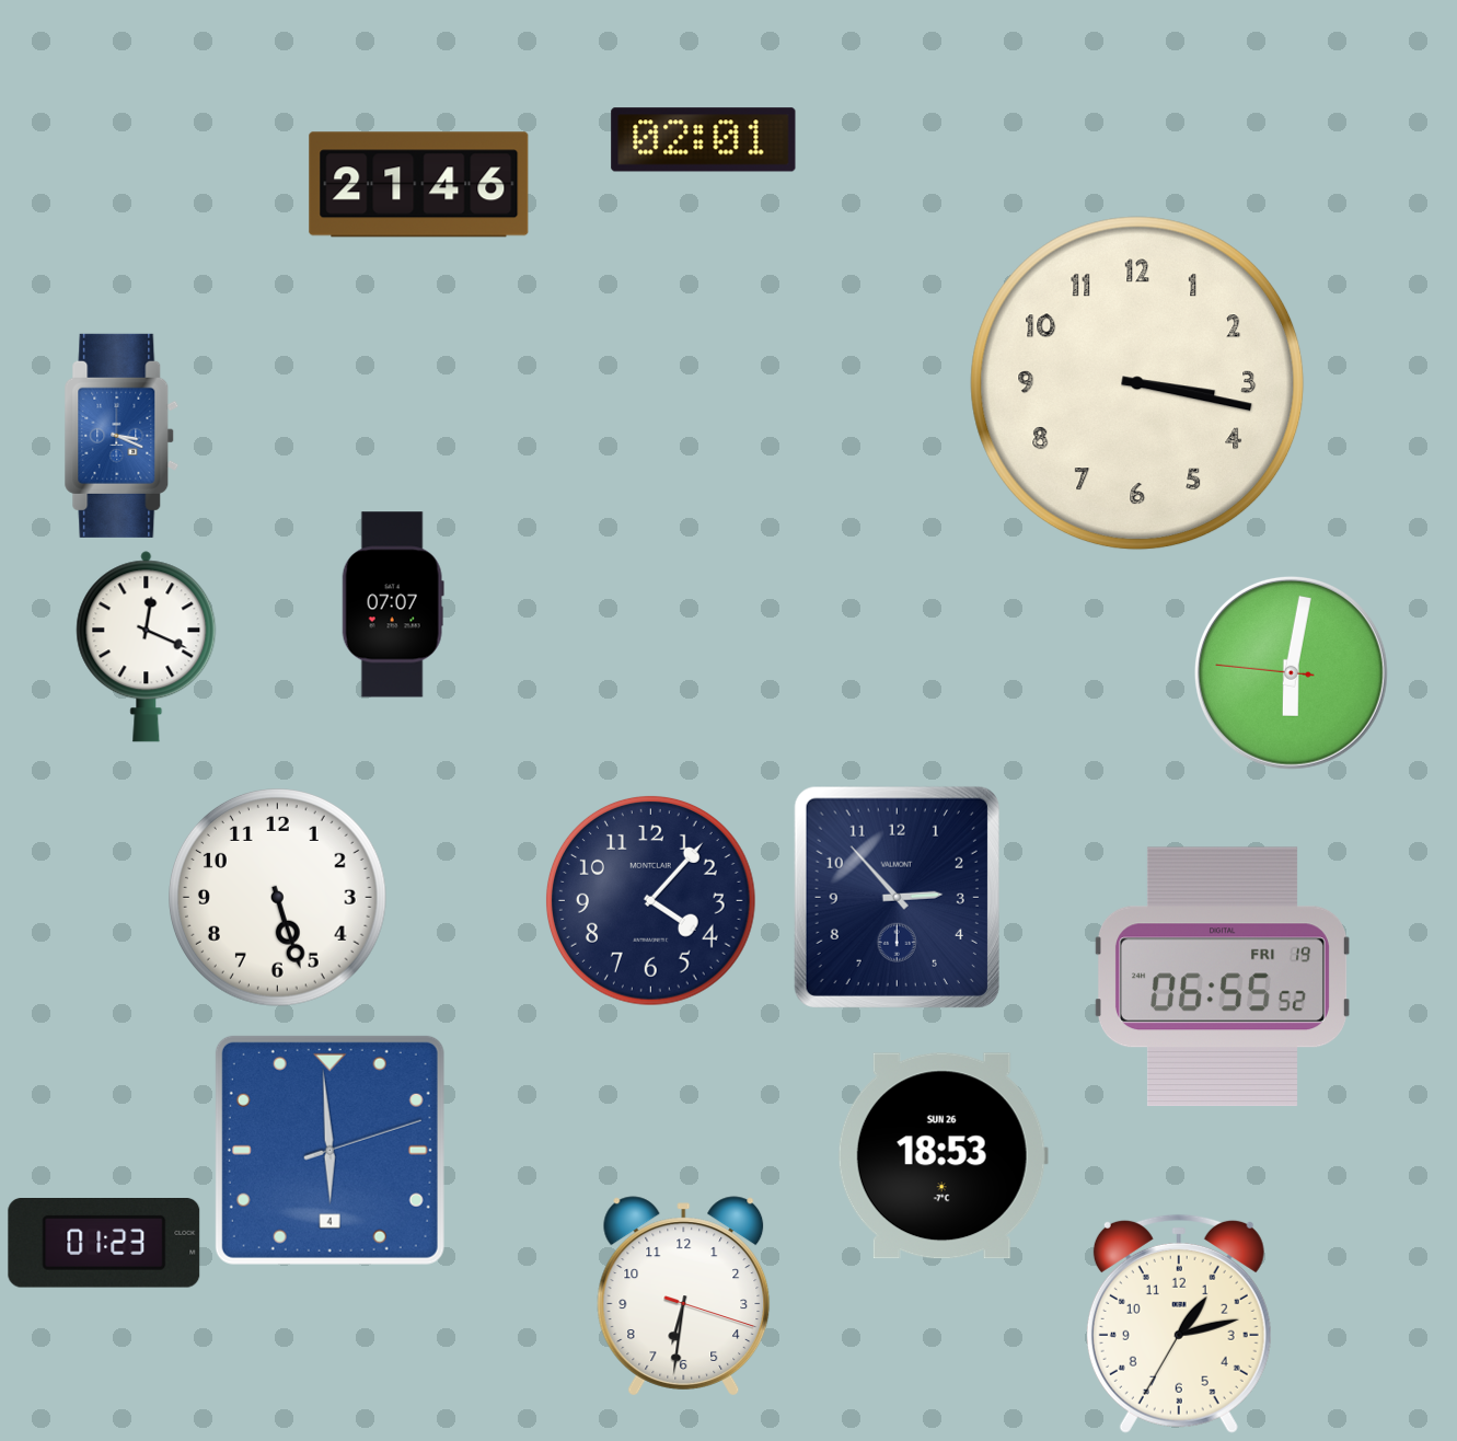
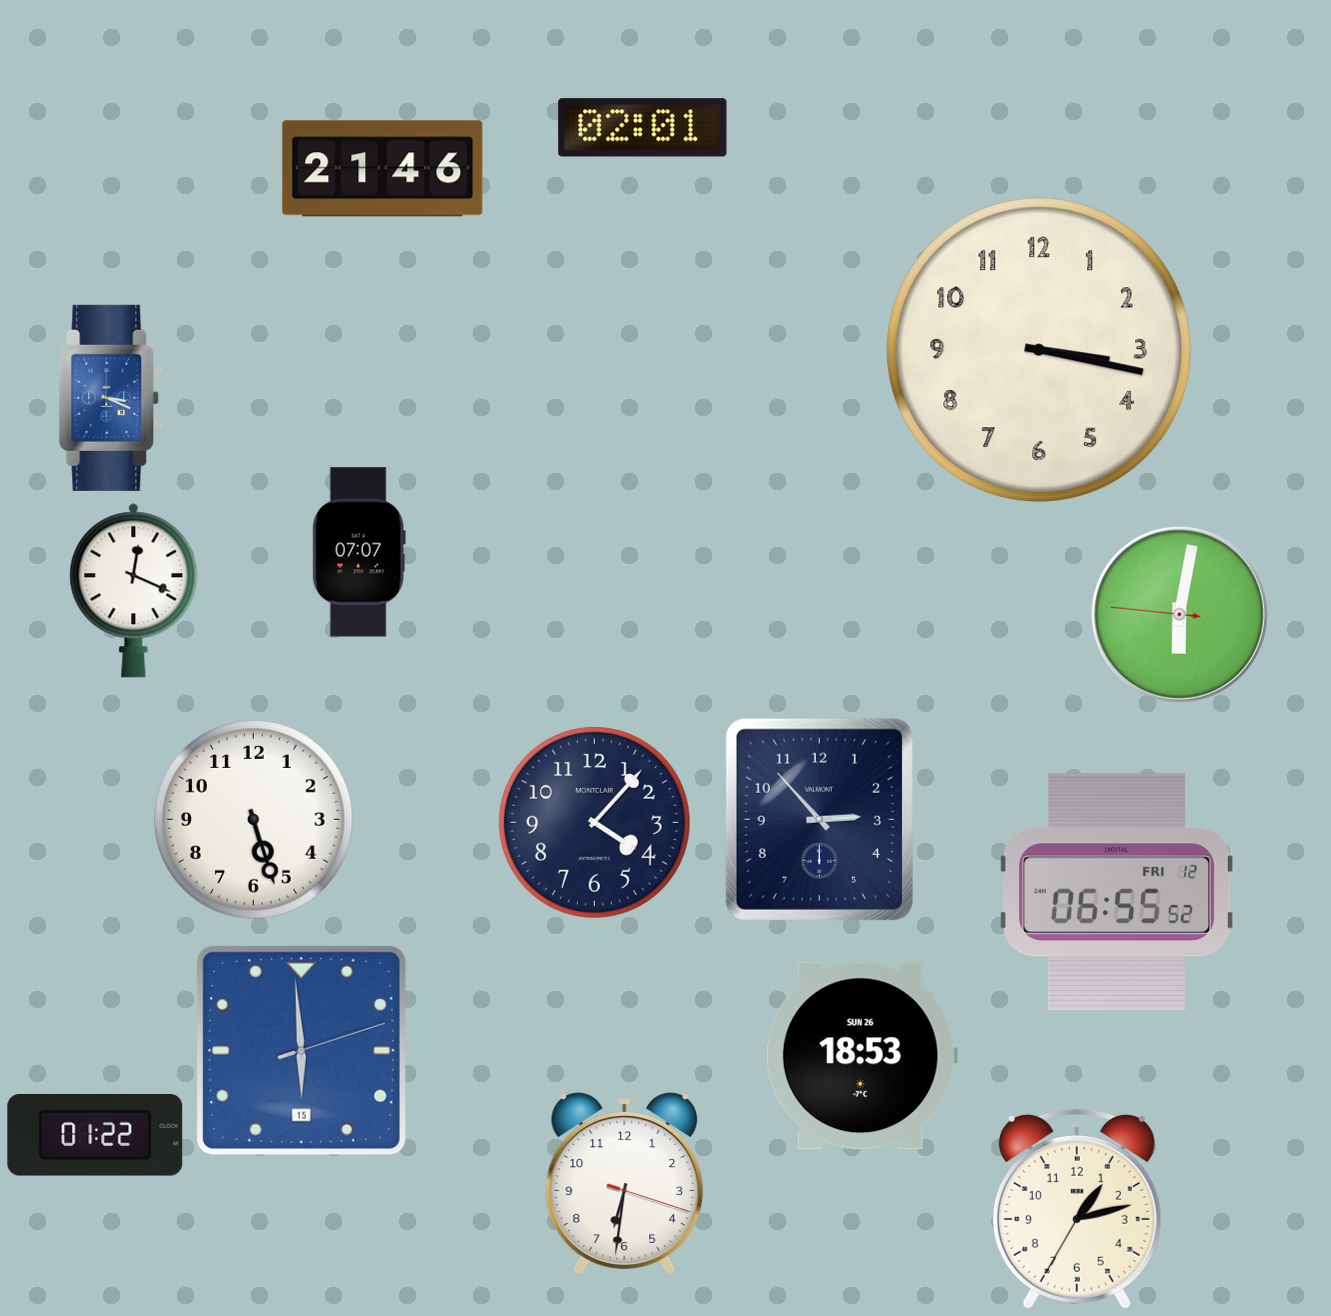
clock at (1223, 976) date: FRI 19 -> FRI 12
clock at (329, 1150) date: 4 -> 15
clock at (104, 1244): 01:23 -> 01:22
